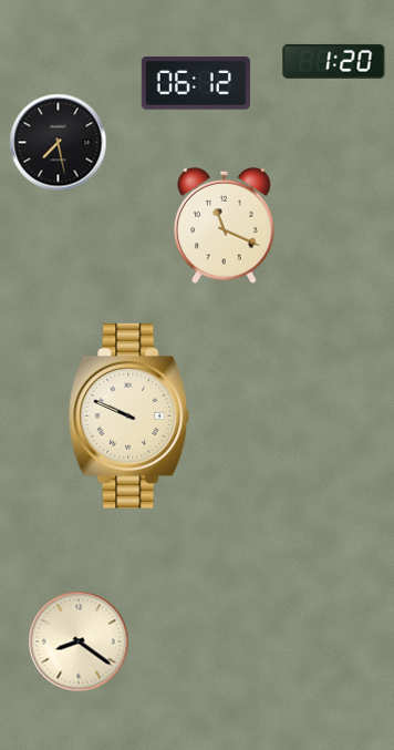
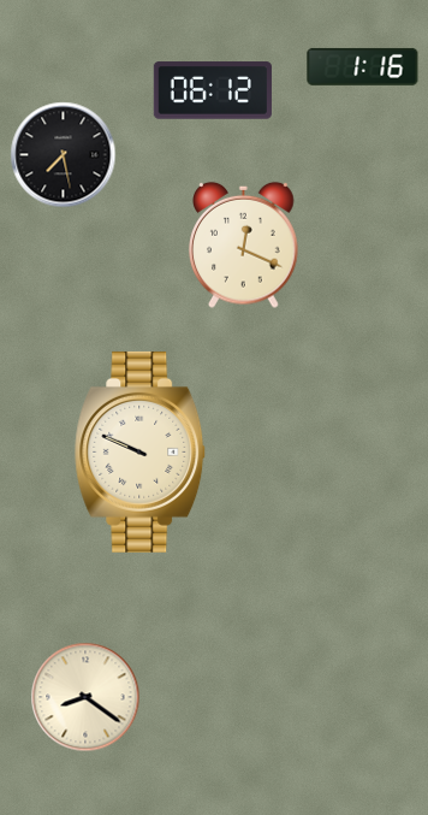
clock at (334, 61): 1:20 -> 1:16
clock at (225, 225): 11:19 -> 12:19
